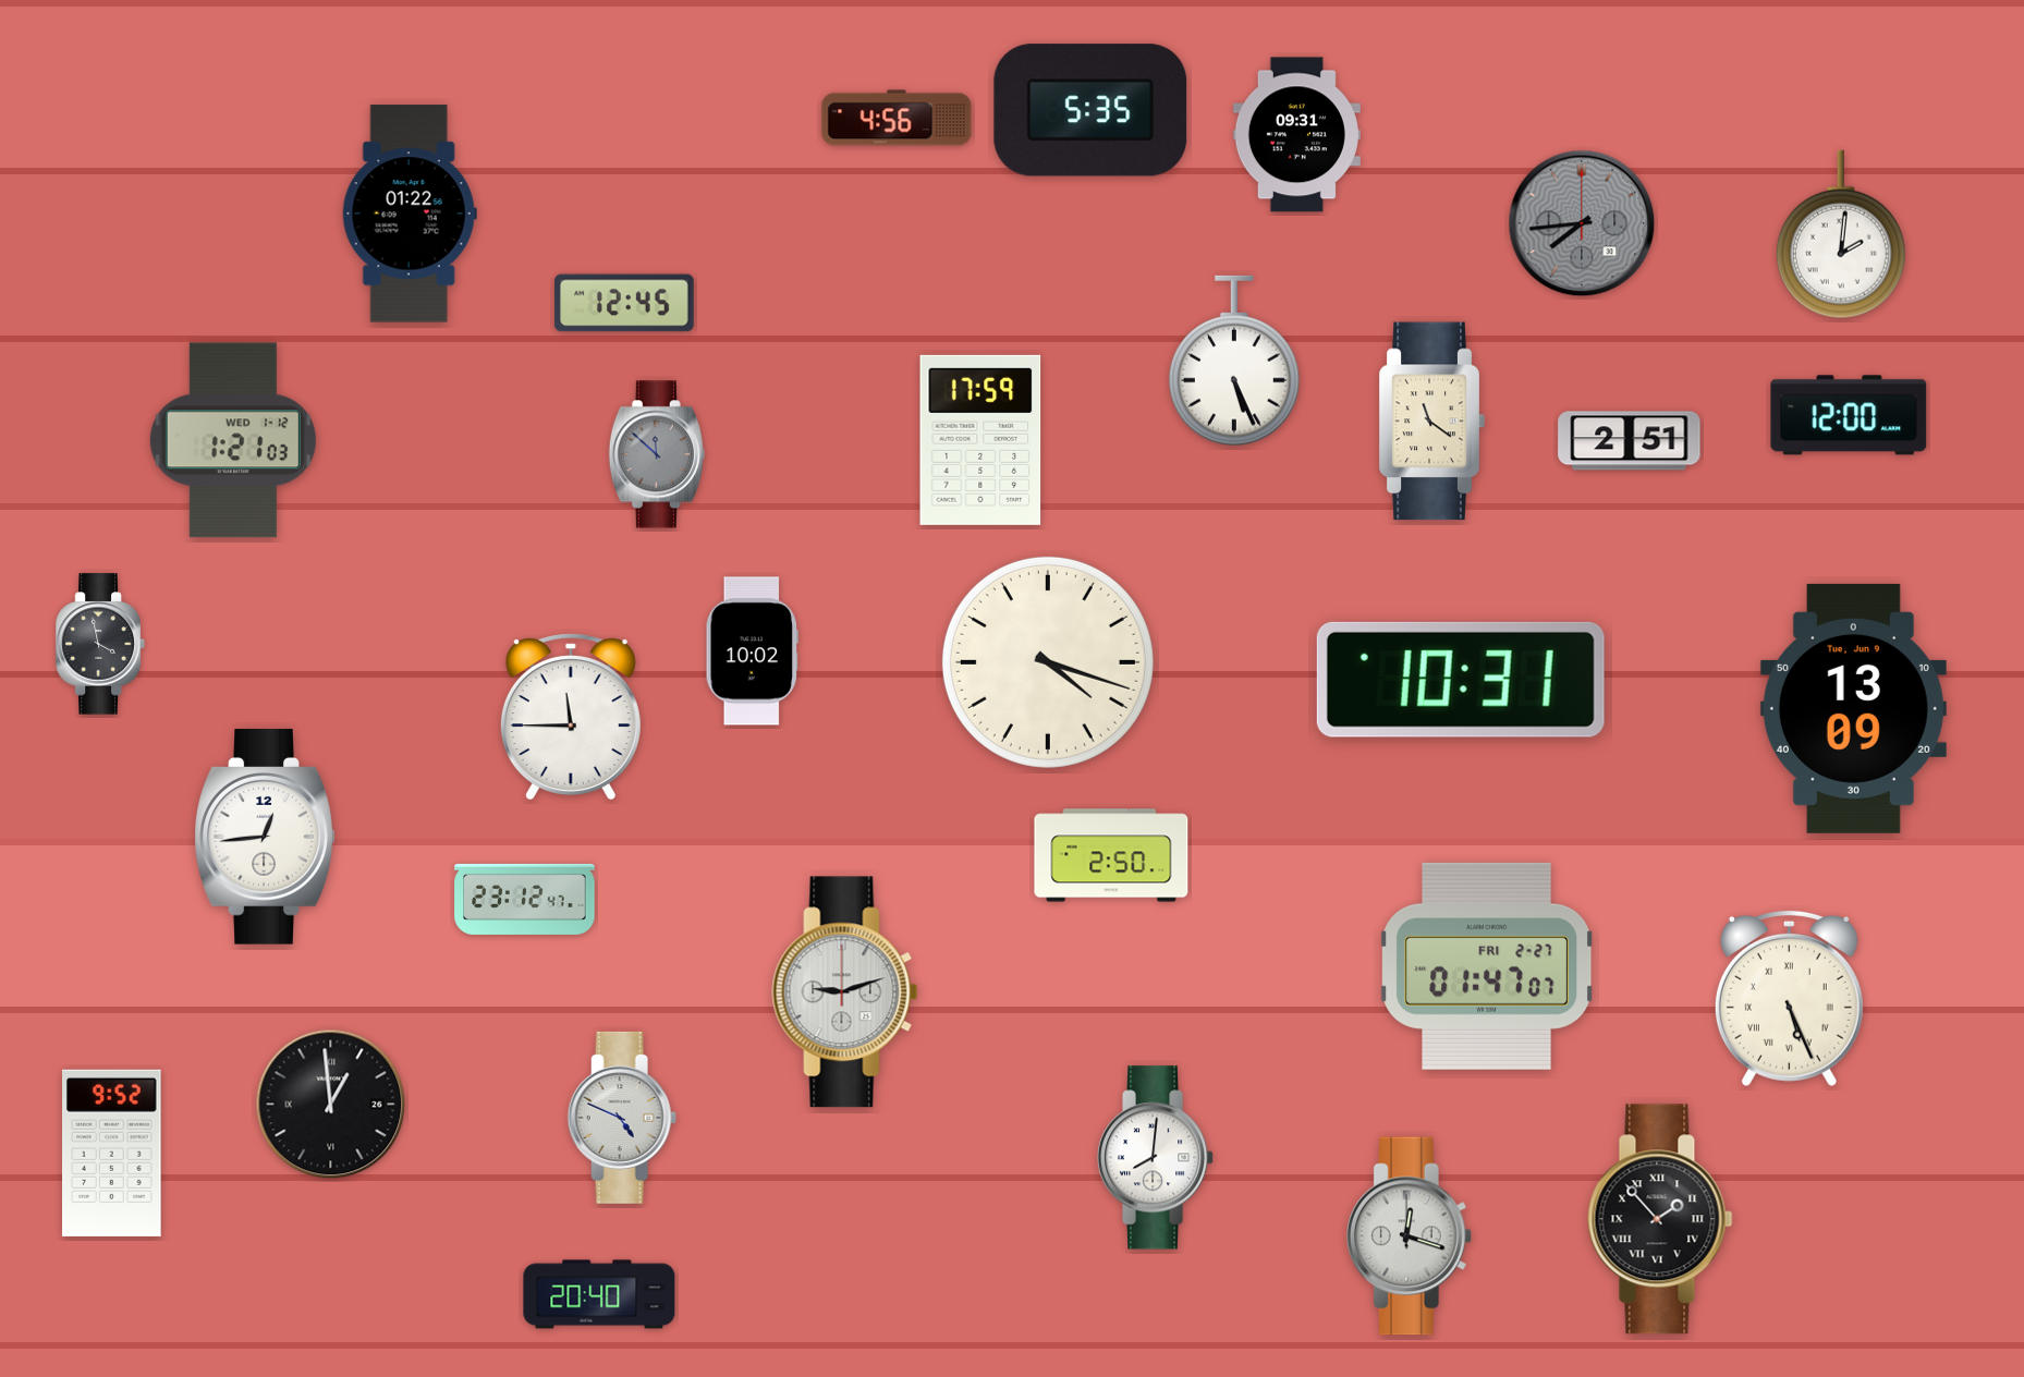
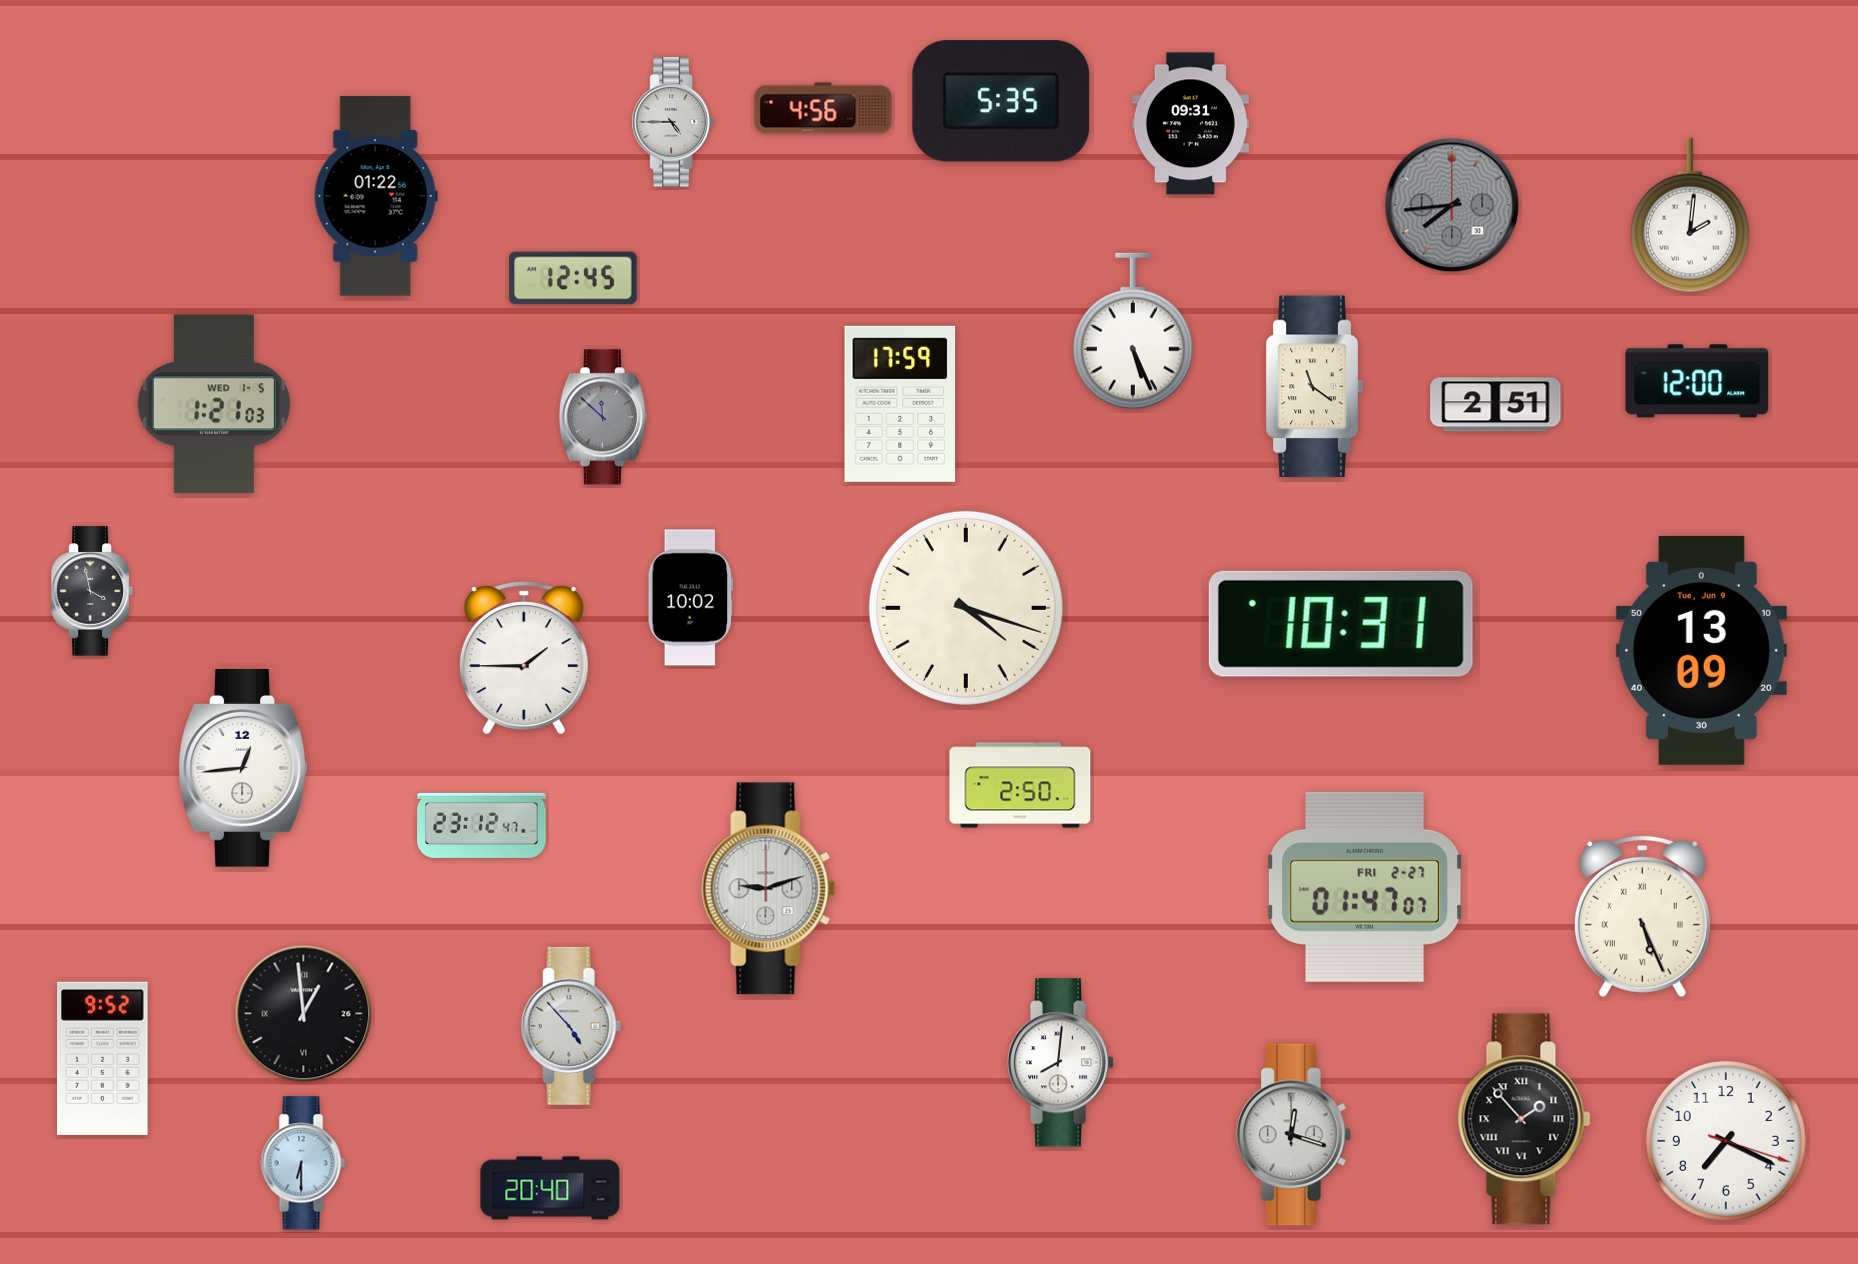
clock at (673, 122): none -> 4:45
clock at (233, 440) date: WED 1-12 -> WED 1-5
clock at (1048, 662) position: (1048, 662) -> (966, 608)
clock at (571, 717): 11:45 -> 1:45
clock at (845, 992) position: (845, 992) -> (769, 889)
clock at (622, 1118): 4:49 -> 4:53
clock at (1726, 1141): none -> 7:19
clock at (303, 1163): none -> 6:30
